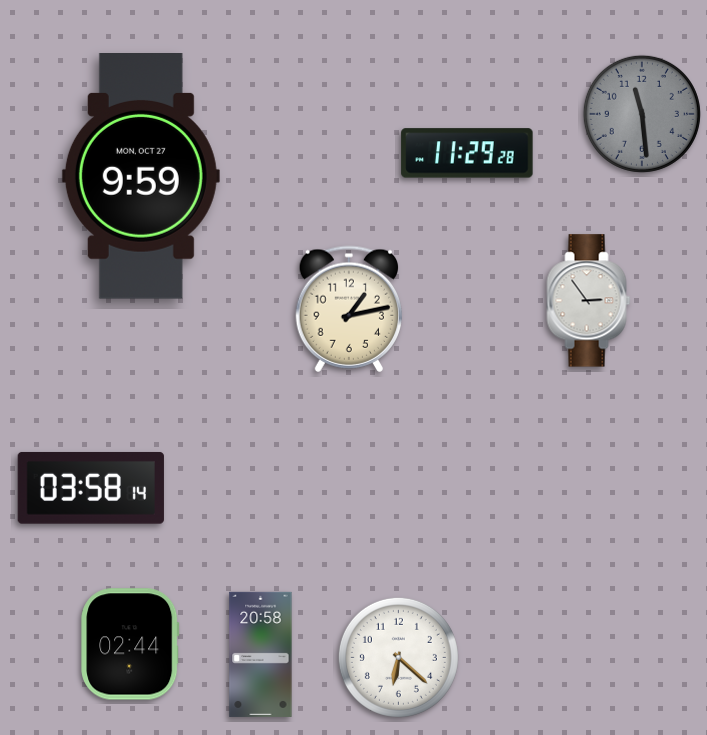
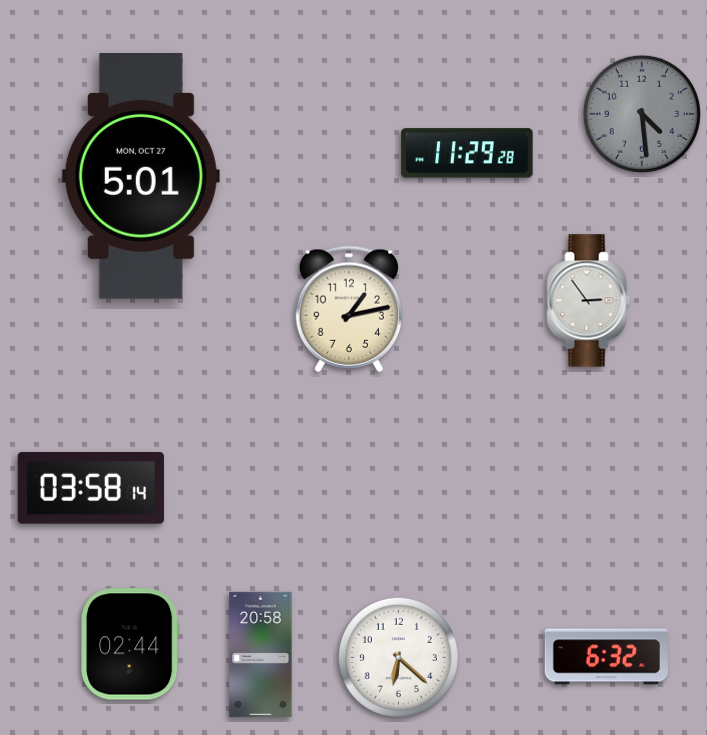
clock at (642, 114): 11:29 -> 4:29
clock at (141, 177): 9:59 -> 5:01
clock at (606, 657): none -> 6:32
